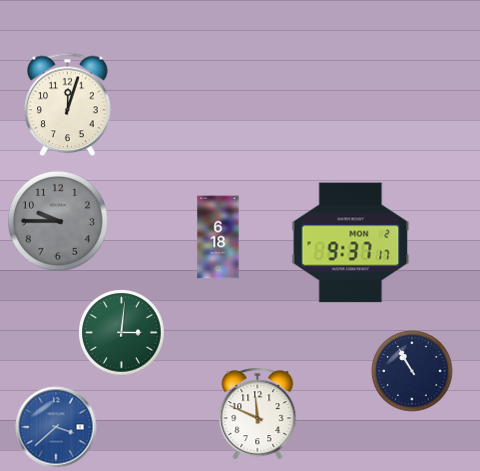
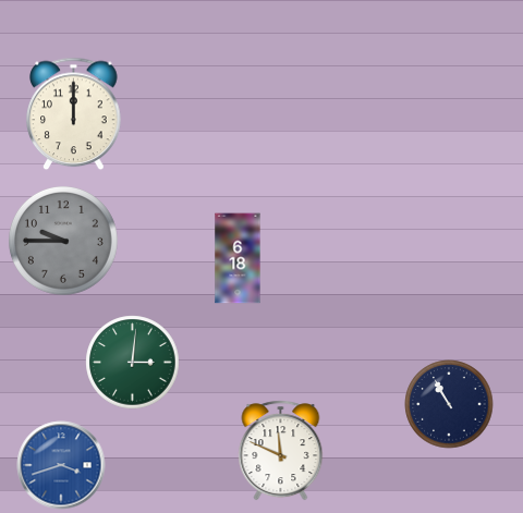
clock at (68, 105): 12:03 -> 12:00
clock at (351, 243): 9:37 -> none
clock at (56, 427): 3:38 -> 3:42
